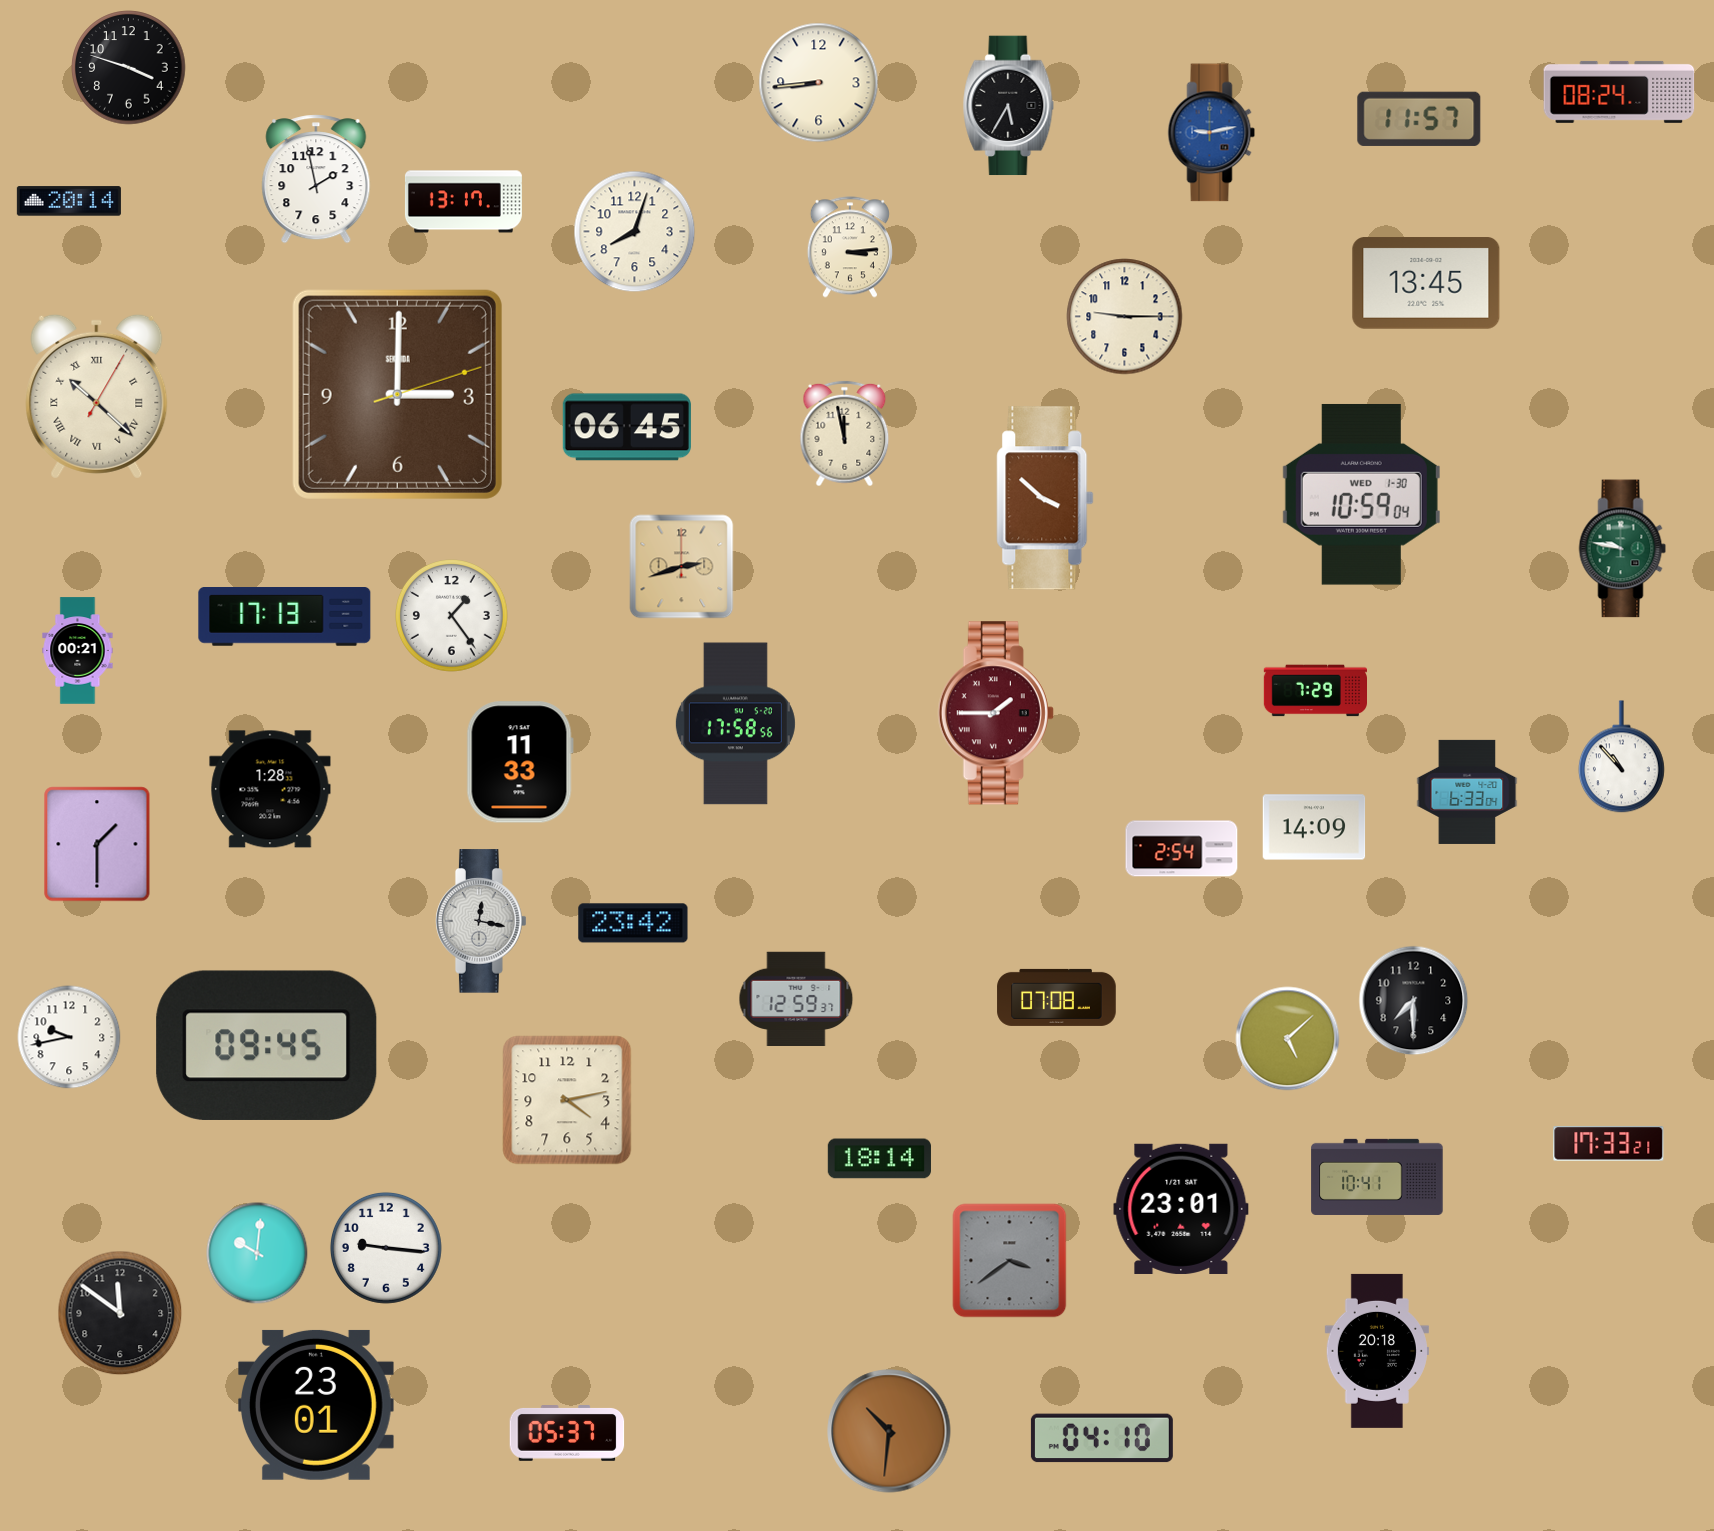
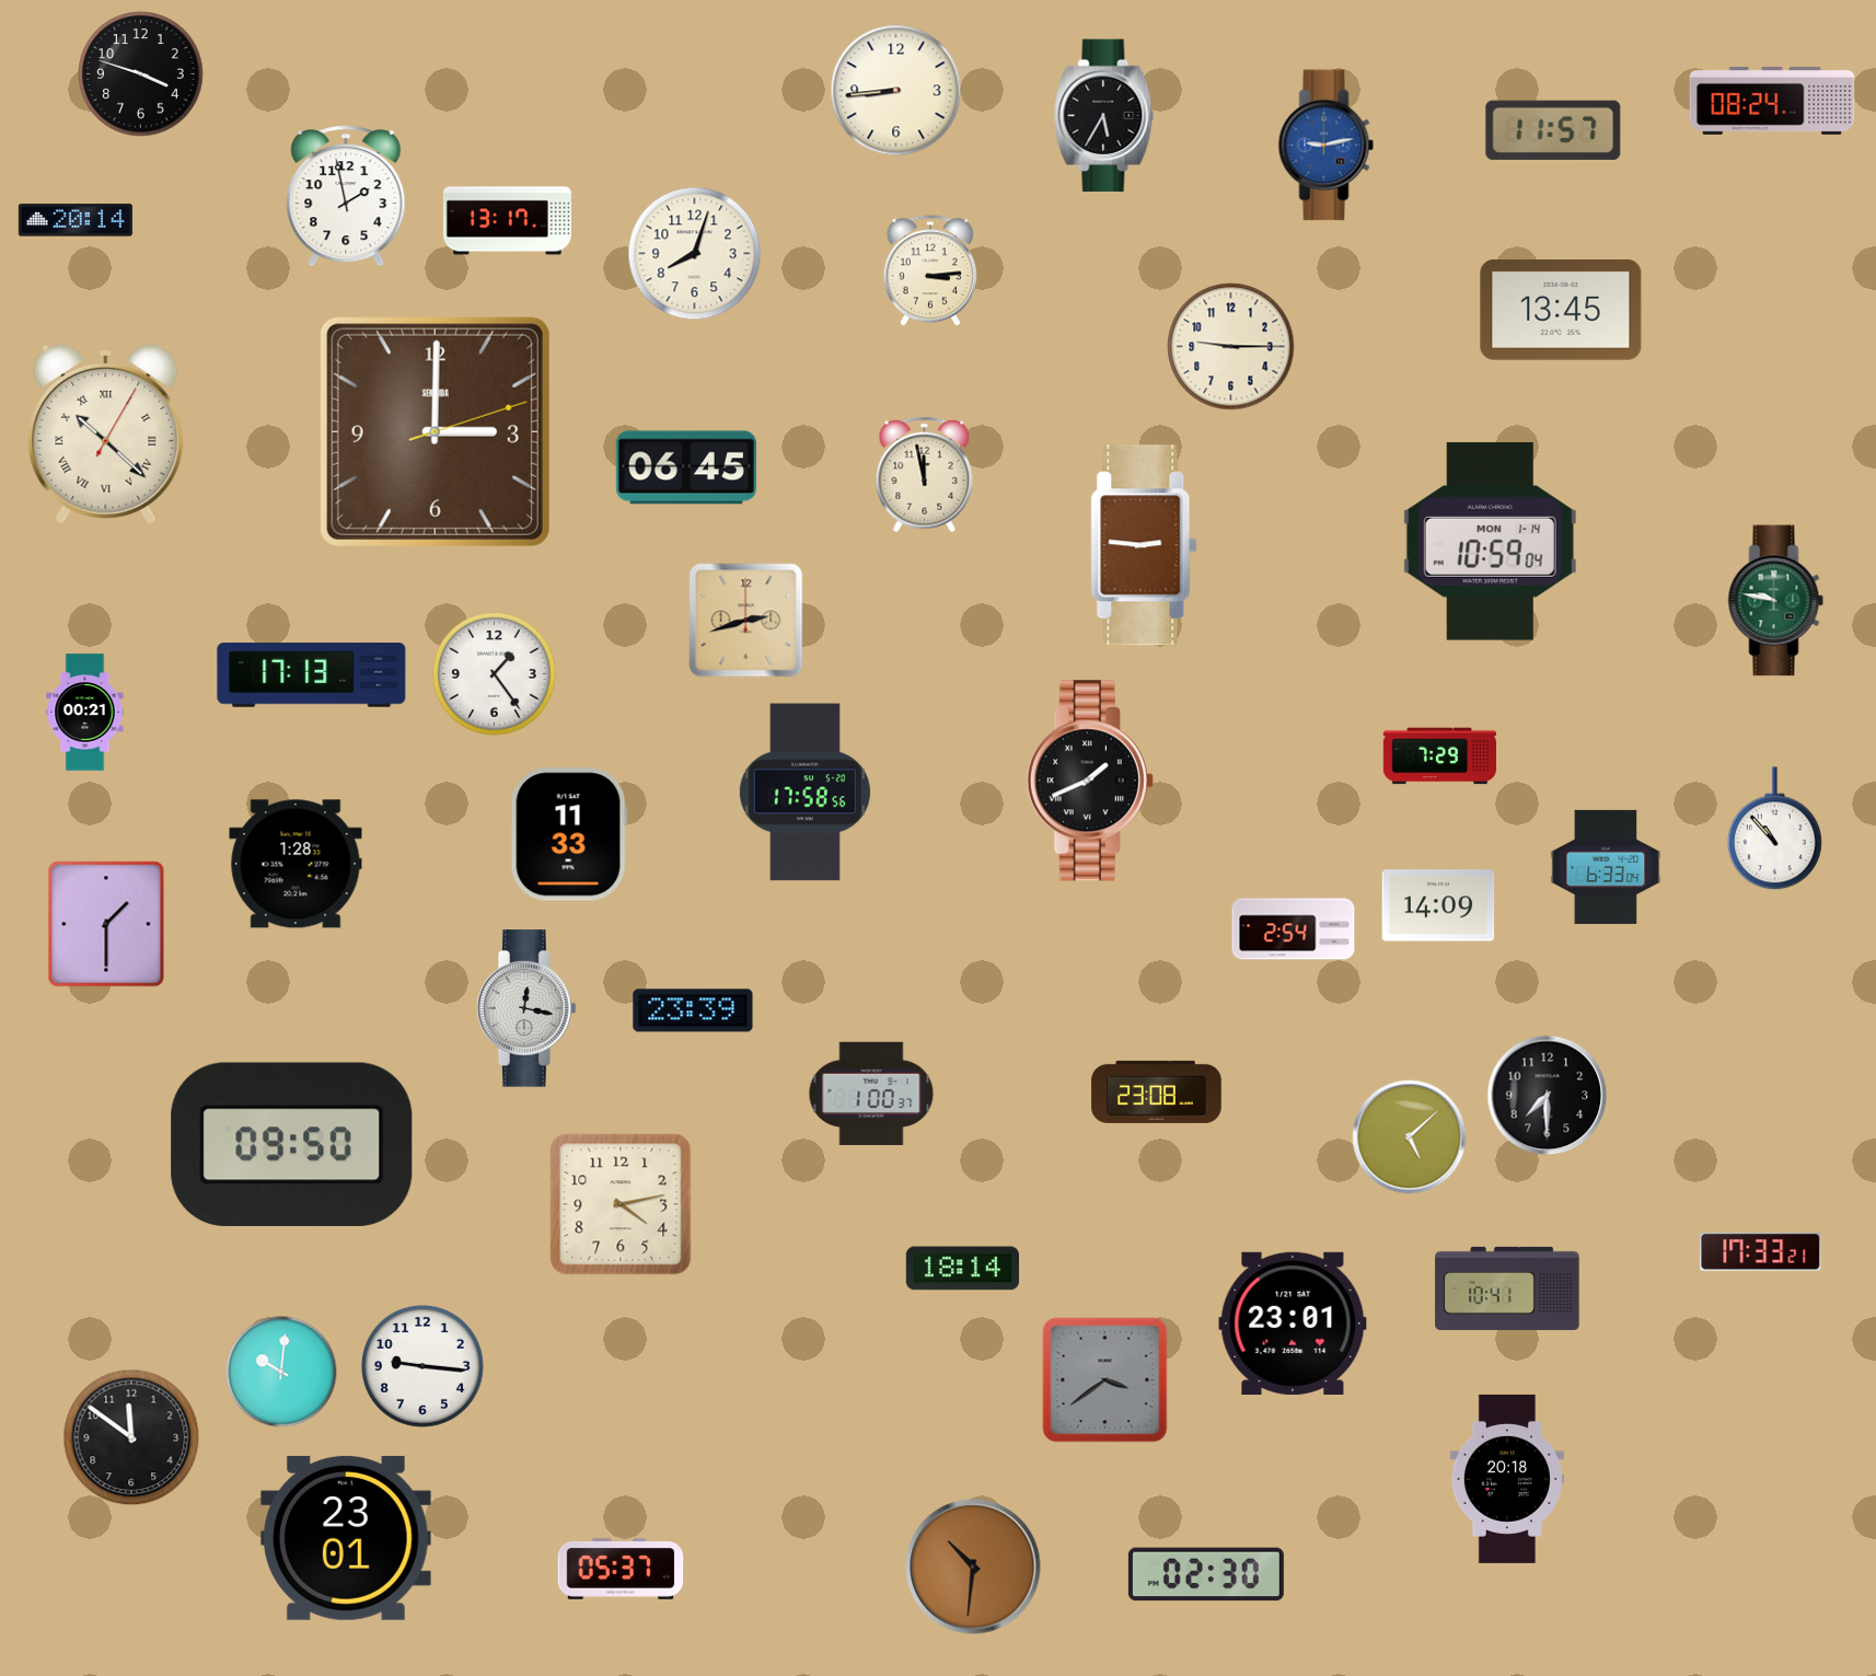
clock at (1361, 494) date: WED 1-30 -> MON 1-14
clock at (1045, 498): 3:52 -> 2:46
clock at (996, 713): 1:45 -> 1:41
clock at (996, 713) dial: burgundy -> black
clock at (633, 923): 23:42 -> 23:39
clock at (1057, 997): 07:08 -> 23:08
clock at (796, 999): 12:59 -> 1:00
clock at (69, 1037): 9:43 -> none
clock at (267, 1045): 09:45 -> 09:50
clock at (1102, 1438): 04:10 -> 02:30
